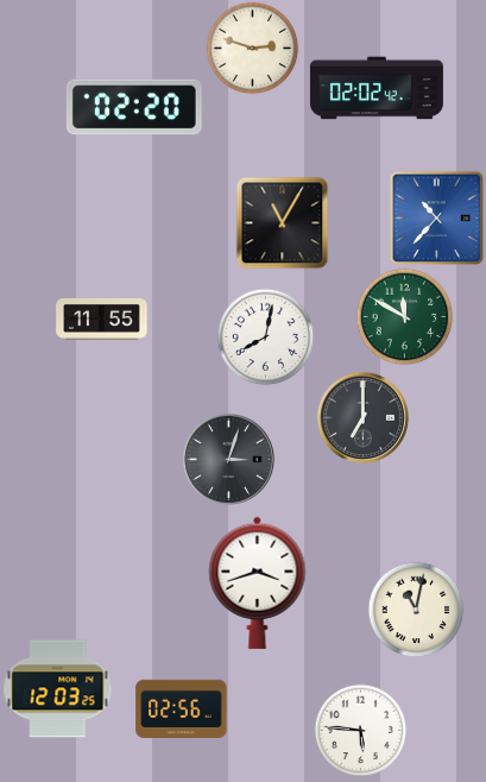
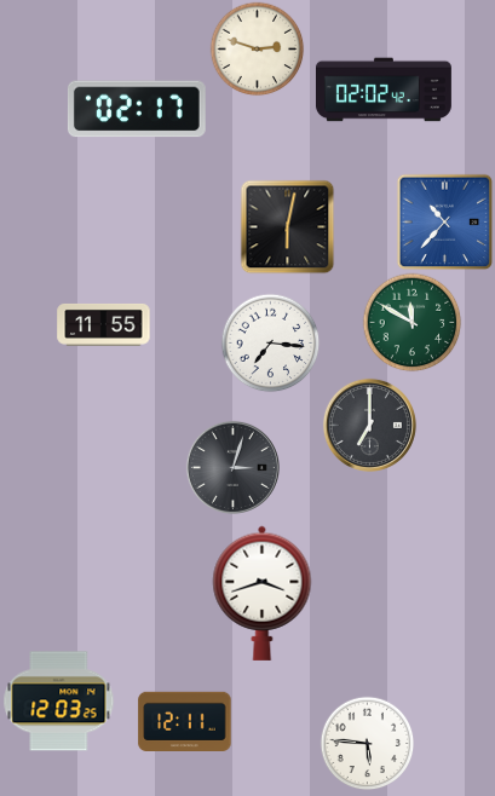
clock at (134, 107): 02:20 -> 02:17
clock at (282, 222): 11:05 -> 6:02
clock at (265, 336): 8:02 -> 7:16
clock at (416, 610): 11:02 -> none
clock at (182, 708): 02:56 -> 12:11
